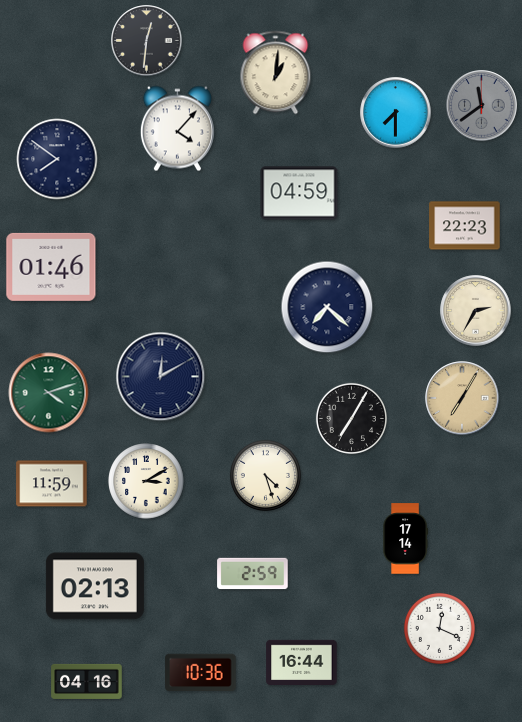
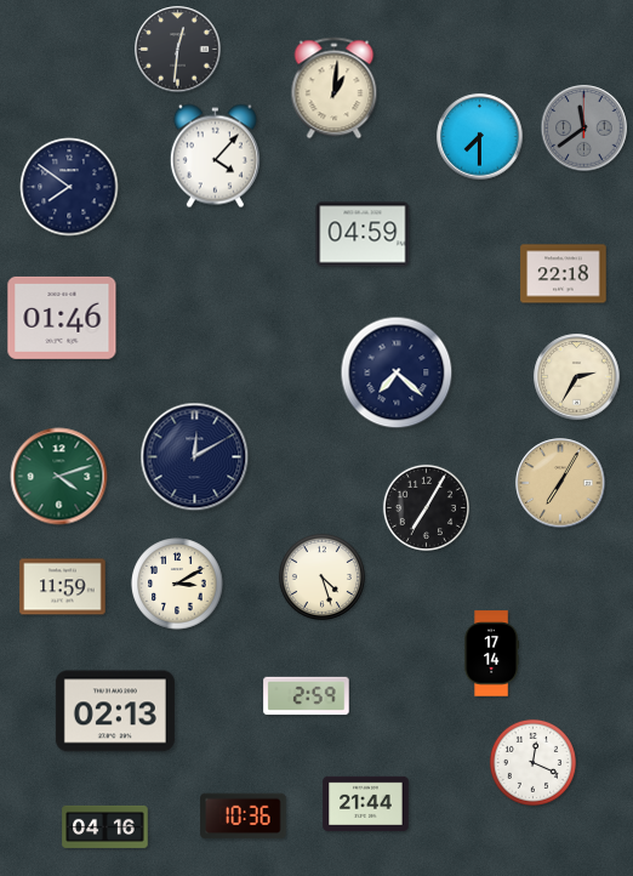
clock at (57, 159) position: (57, 159) -> (69, 187)
clock at (465, 226): 22:23 -> 22:18
clock at (51, 267) position: (51, 267) -> (62, 318)
clock at (302, 662): 16:44 -> 21:44
